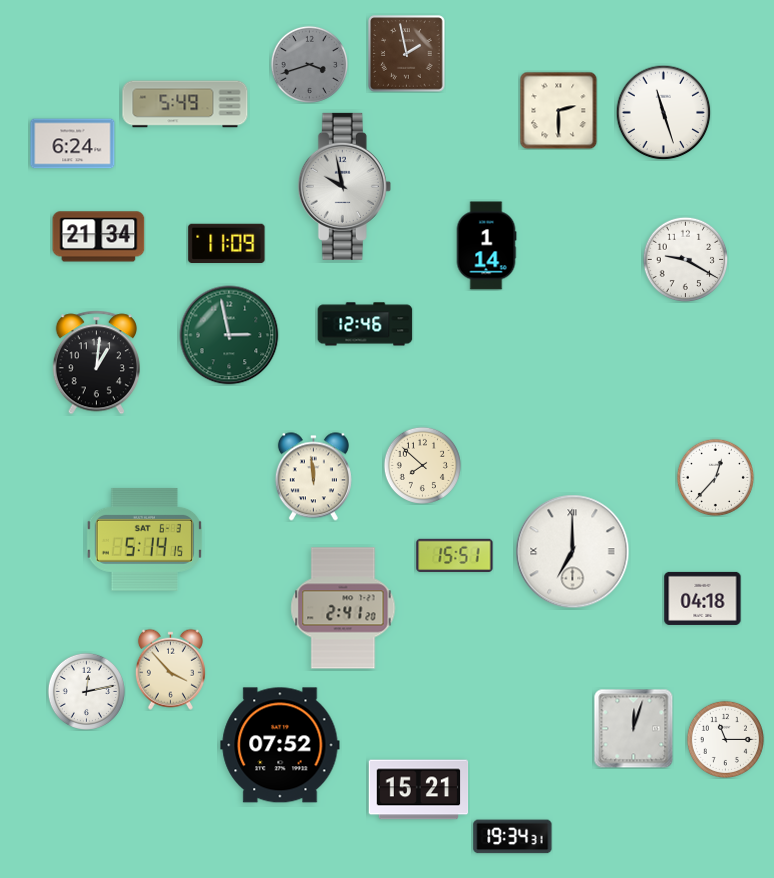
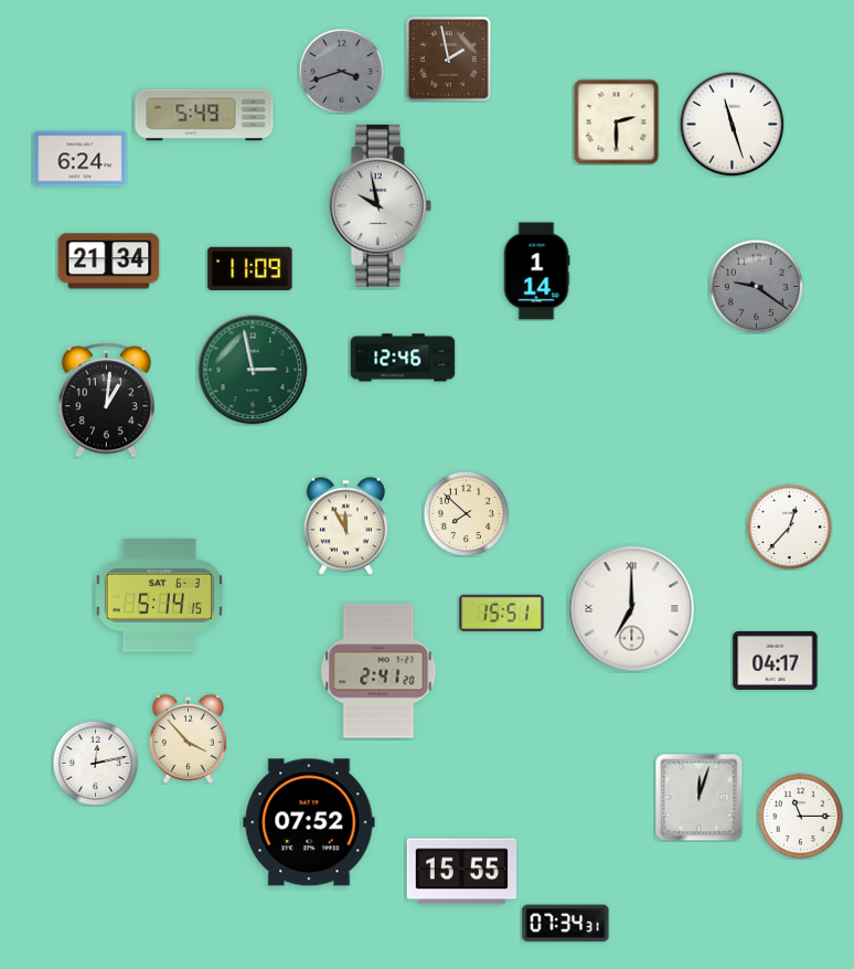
clock at (685, 259): 9:20 -> 9:21
clock at (685, 259) dial: white -> grey
clock at (313, 477): 11:59 -> 11:55
clock at (703, 598): 04:18 -> 04:17
clock at (633, 728) position: (633, 728) -> (698, 797)
clock at (419, 790): 15:21 -> 15:55
clock at (513, 837): 19:34 -> 07:34
